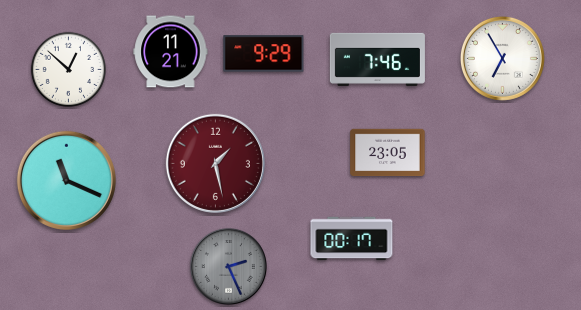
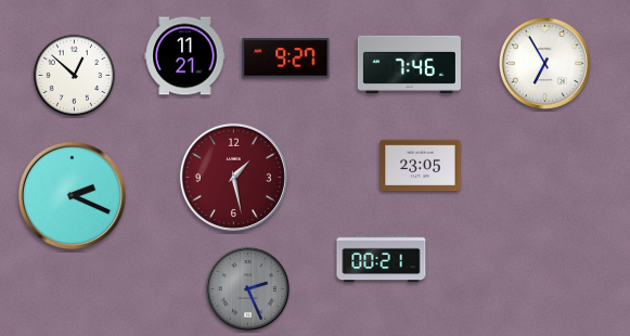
clock at (264, 54): 9:29 -> 9:27
clock at (66, 180): 11:19 -> 2:19
clock at (352, 239): 00:17 -> 00:21
